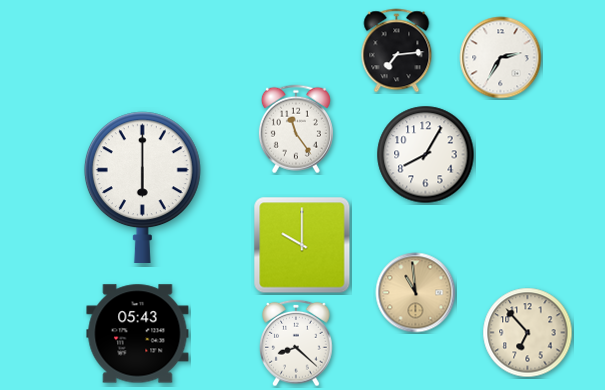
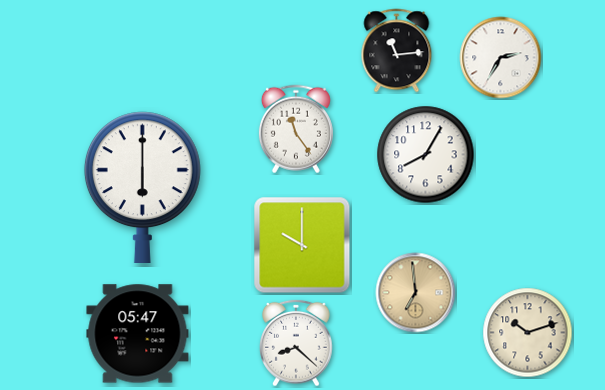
clock at (397, 51): 7:14 -> 11:14
clock at (416, 293): 10:59 -> 6:59
clock at (528, 333): 6:53 -> 10:12
clock at (138, 334): 05:43 -> 05:47
